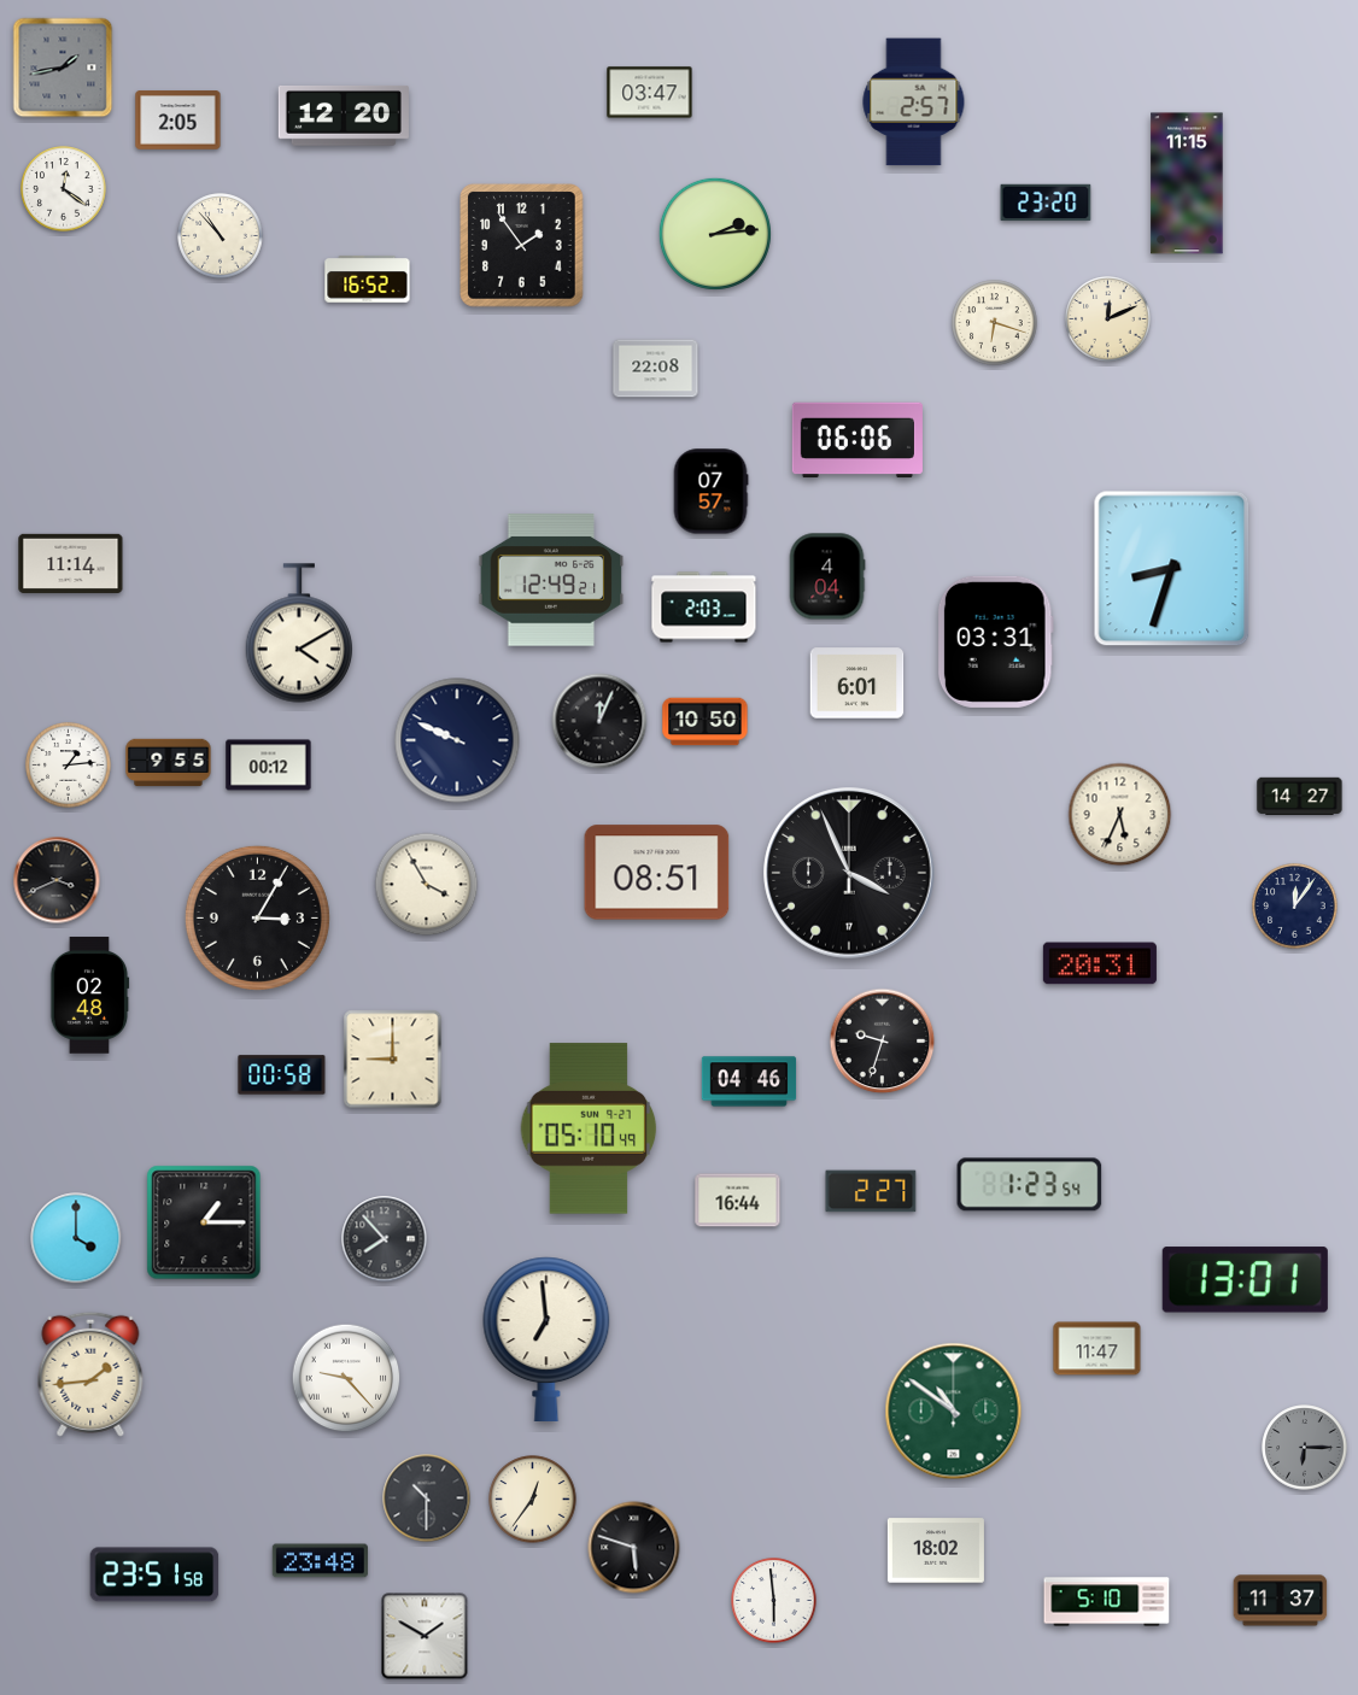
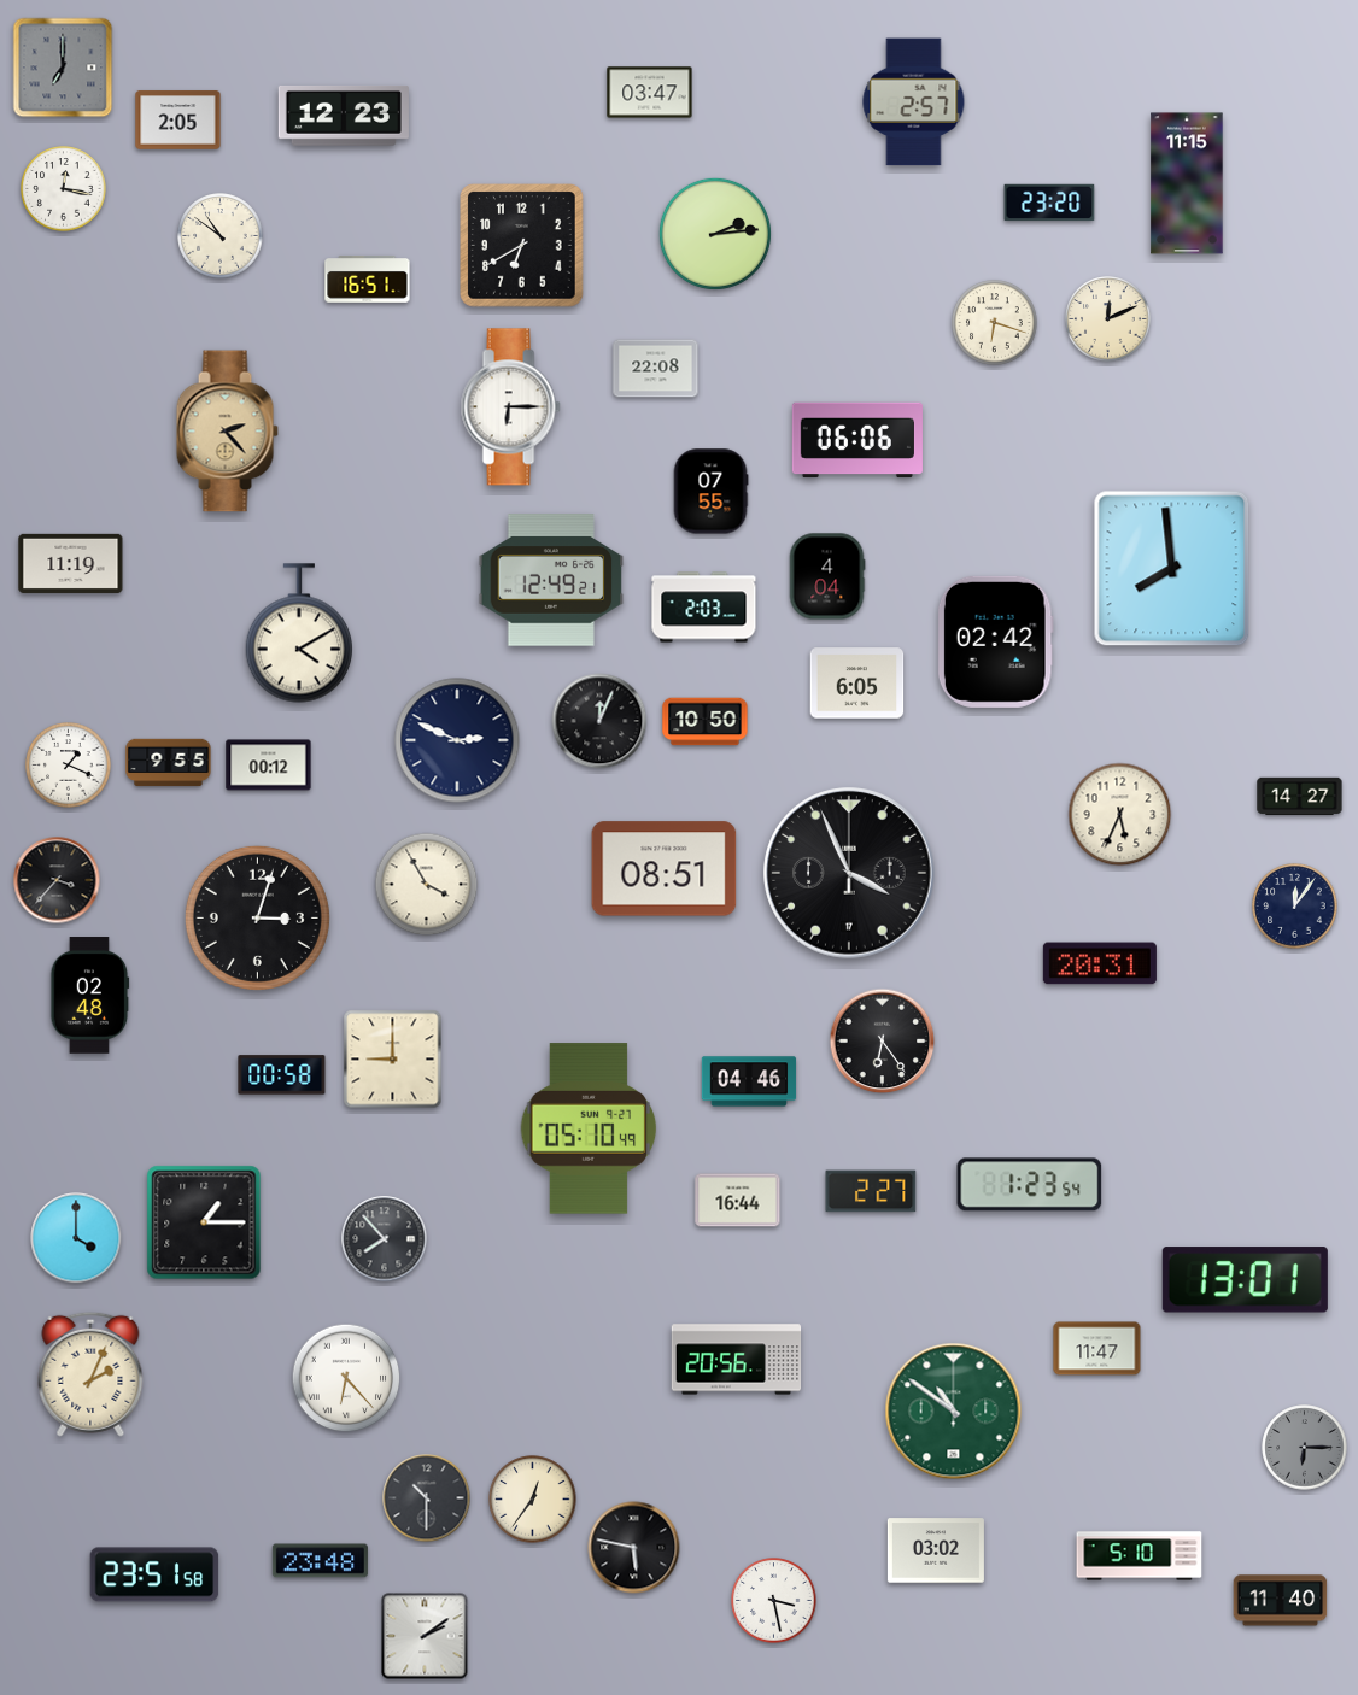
clock at (63, 68): 1:43 -> 7:00
clock at (344, 116): 12:20 -> 12:23
clock at (64, 189): 12:21 -> 12:17
clock at (1046, 203) position: (1046, 203) -> (1049, 203)
clock at (221, 236): 10:53 -> 10:51
clock at (522, 246): 1:54 -> 6:40
clock at (368, 280): 16:52 -> 16:51
clock at (510, 407): none -> 6:15
clock at (227, 432): none -> 2:23
clock at (710, 492): 07:57 -> 07:55
clock at (71, 563): 11:14 -> 11:19
clock at (1172, 569): 8:33 -> 7:59
clock at (995, 641): 03:31 -> 02:42
clock at (857, 684): 6:01 -> 6:05
clock at (457, 740): 9:49 -> 2:49
clock at (69, 766): 1:14 -> 1:19
clock at (657, 873) position: (657, 873) -> (665, 869)
clock at (57, 880): 3:41 -> 3:37
clock at (257, 917): 3:05 -> 3:03
clock at (883, 1042): 9:33 -> 6:24
clock at (546, 1338): 6:59 -> none
clock at (737, 1360): none -> 20:56
clock at (90, 1374): 1:44 -> 2:04
clock at (346, 1378): 9:23 -> 6:23
clock at (634, 1548): 5:48 -> 5:47
clock at (936, 1550): 18:02 -> 03:02
clock at (774, 1601): 5:59 -> 3:28
clock at (1281, 1601): 11:37 -> 11:40
clock at (1107, 1602) position: (1107, 1602) -> (1140, 1556)
clock at (425, 1636): 1:50 -> 2:09
